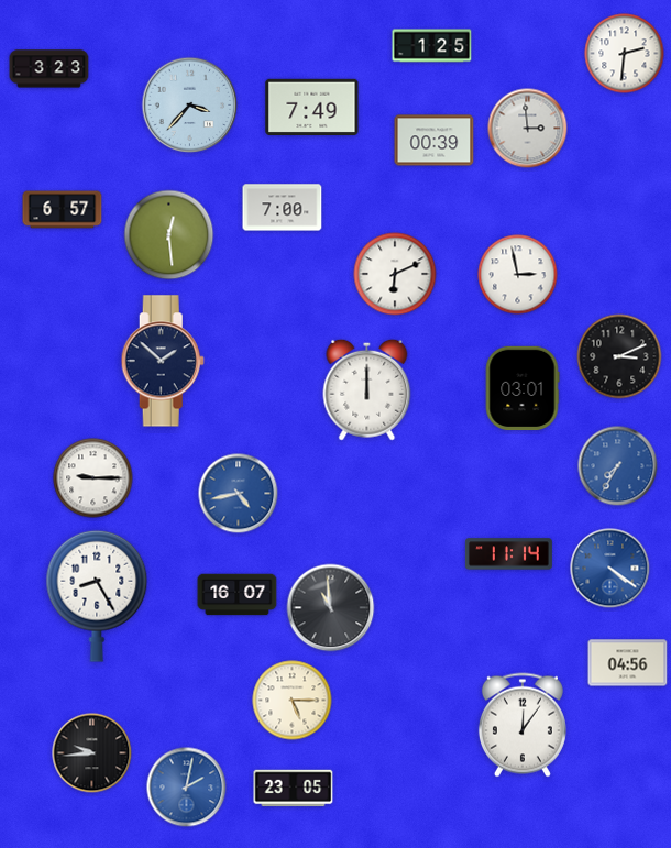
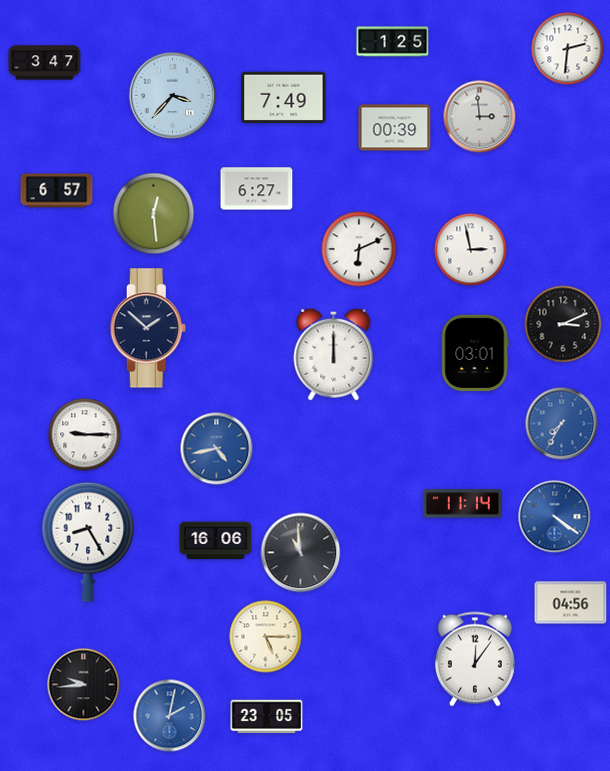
clock at (50, 69): 3:23 -> 3:47
clock at (283, 208): 7:00 -> 6:27
clock at (238, 595): 16:07 -> 16:06
